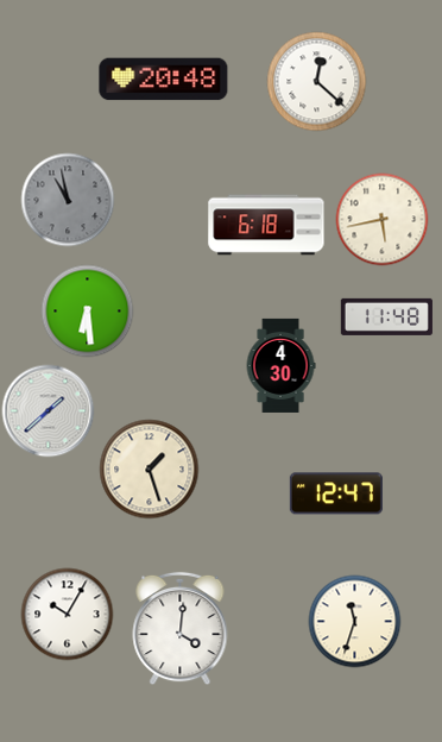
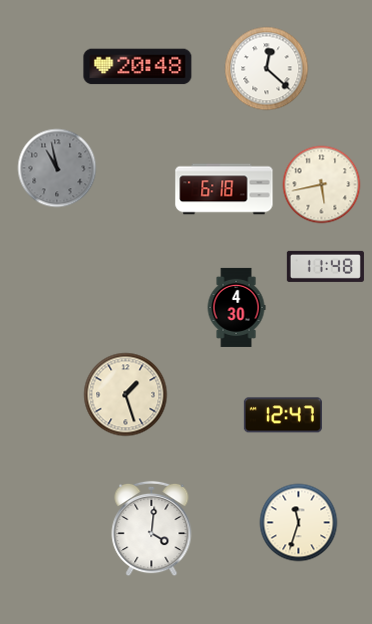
clock at (87, 310): 6:29 -> none
clock at (48, 410): 1:38 -> none
clock at (67, 614): 10:05 -> none
